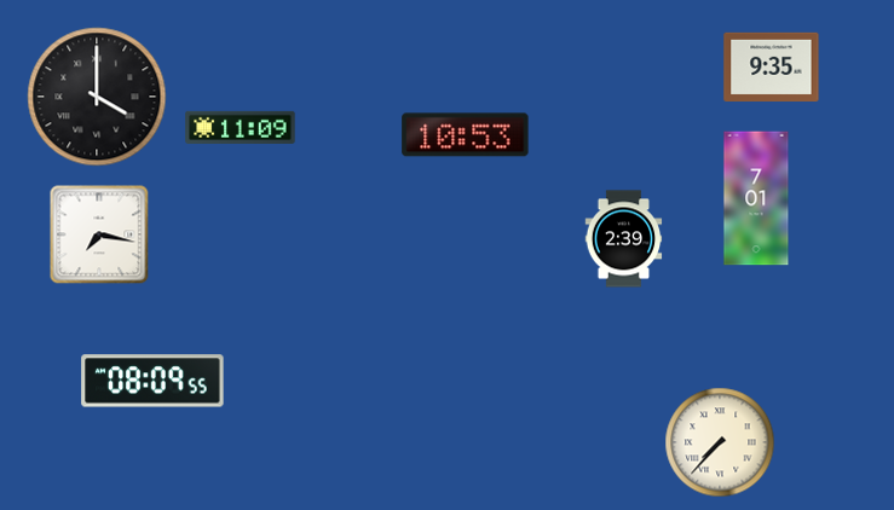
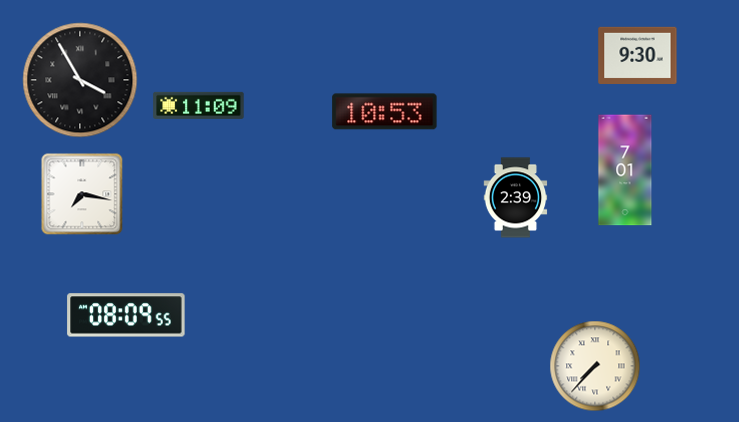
clock at (772, 66): 9:35 -> 9:30
clock at (97, 97): 4:00 -> 3:55
clock at (756, 198) position: (756, 198) -> (625, 170)
